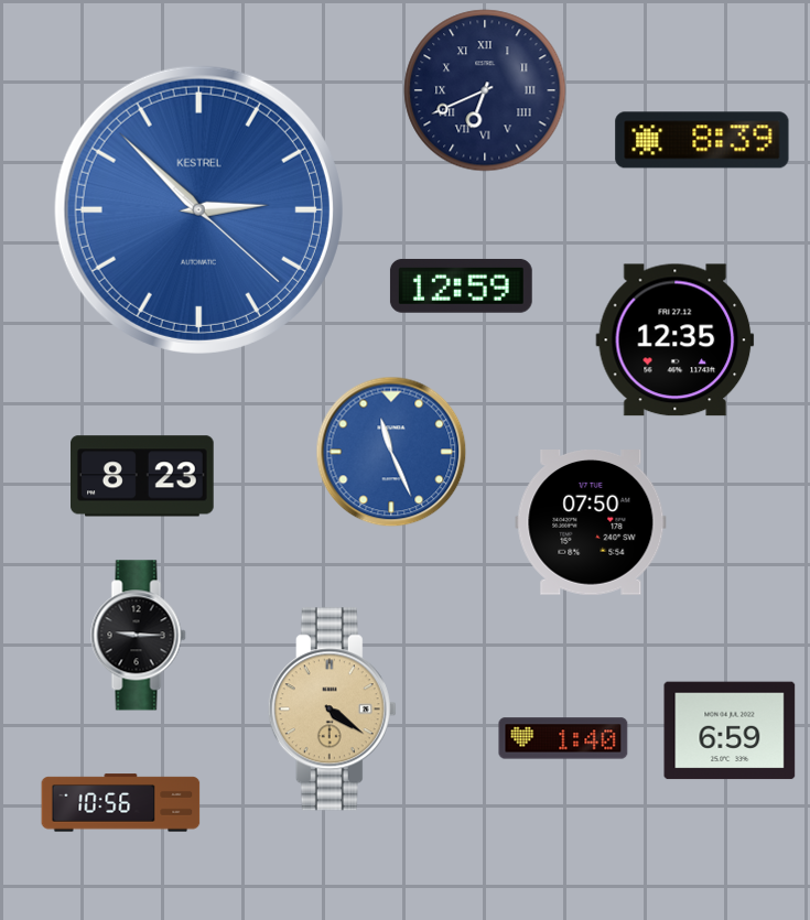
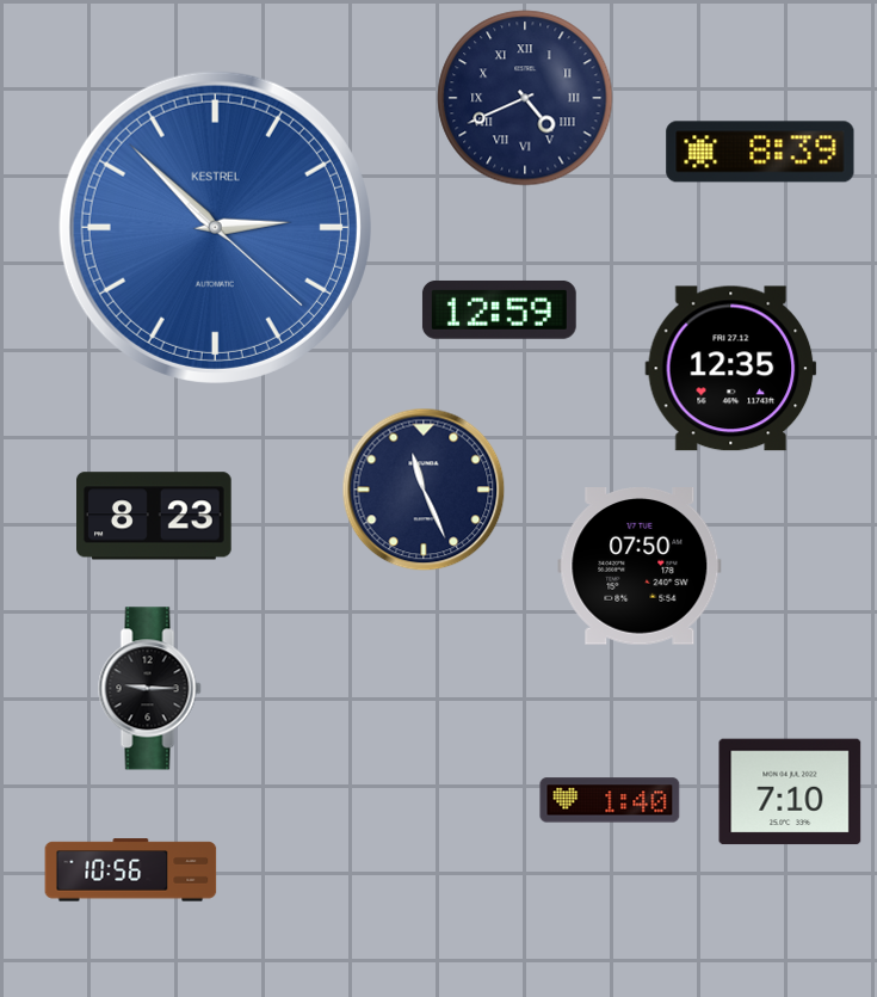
clock at (485, 90): 6:41 -> 4:41
clock at (391, 452) dial: blue -> navy
clock at (332, 710): 4:21 -> none
clock at (730, 730): 6:59 -> 7:10
